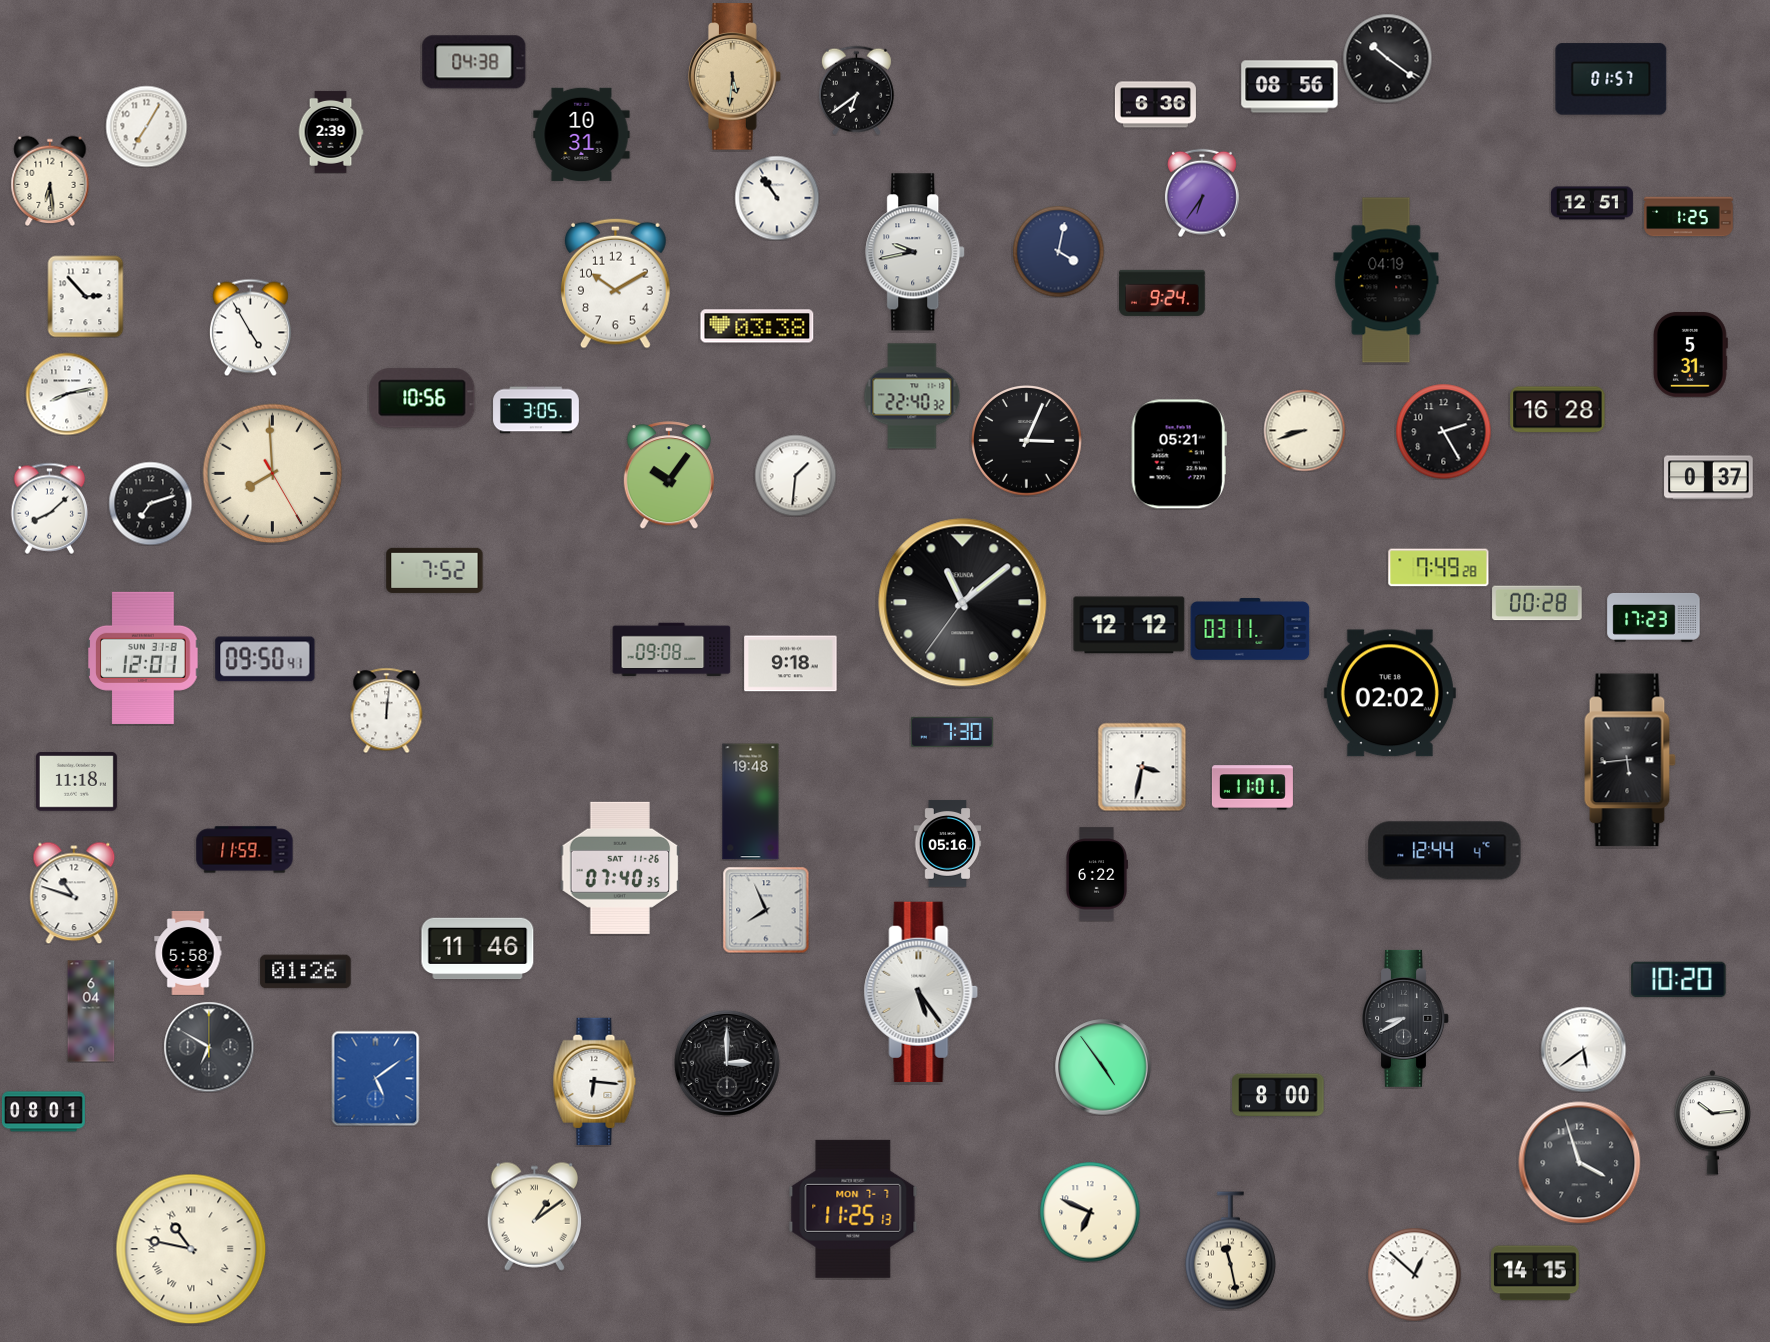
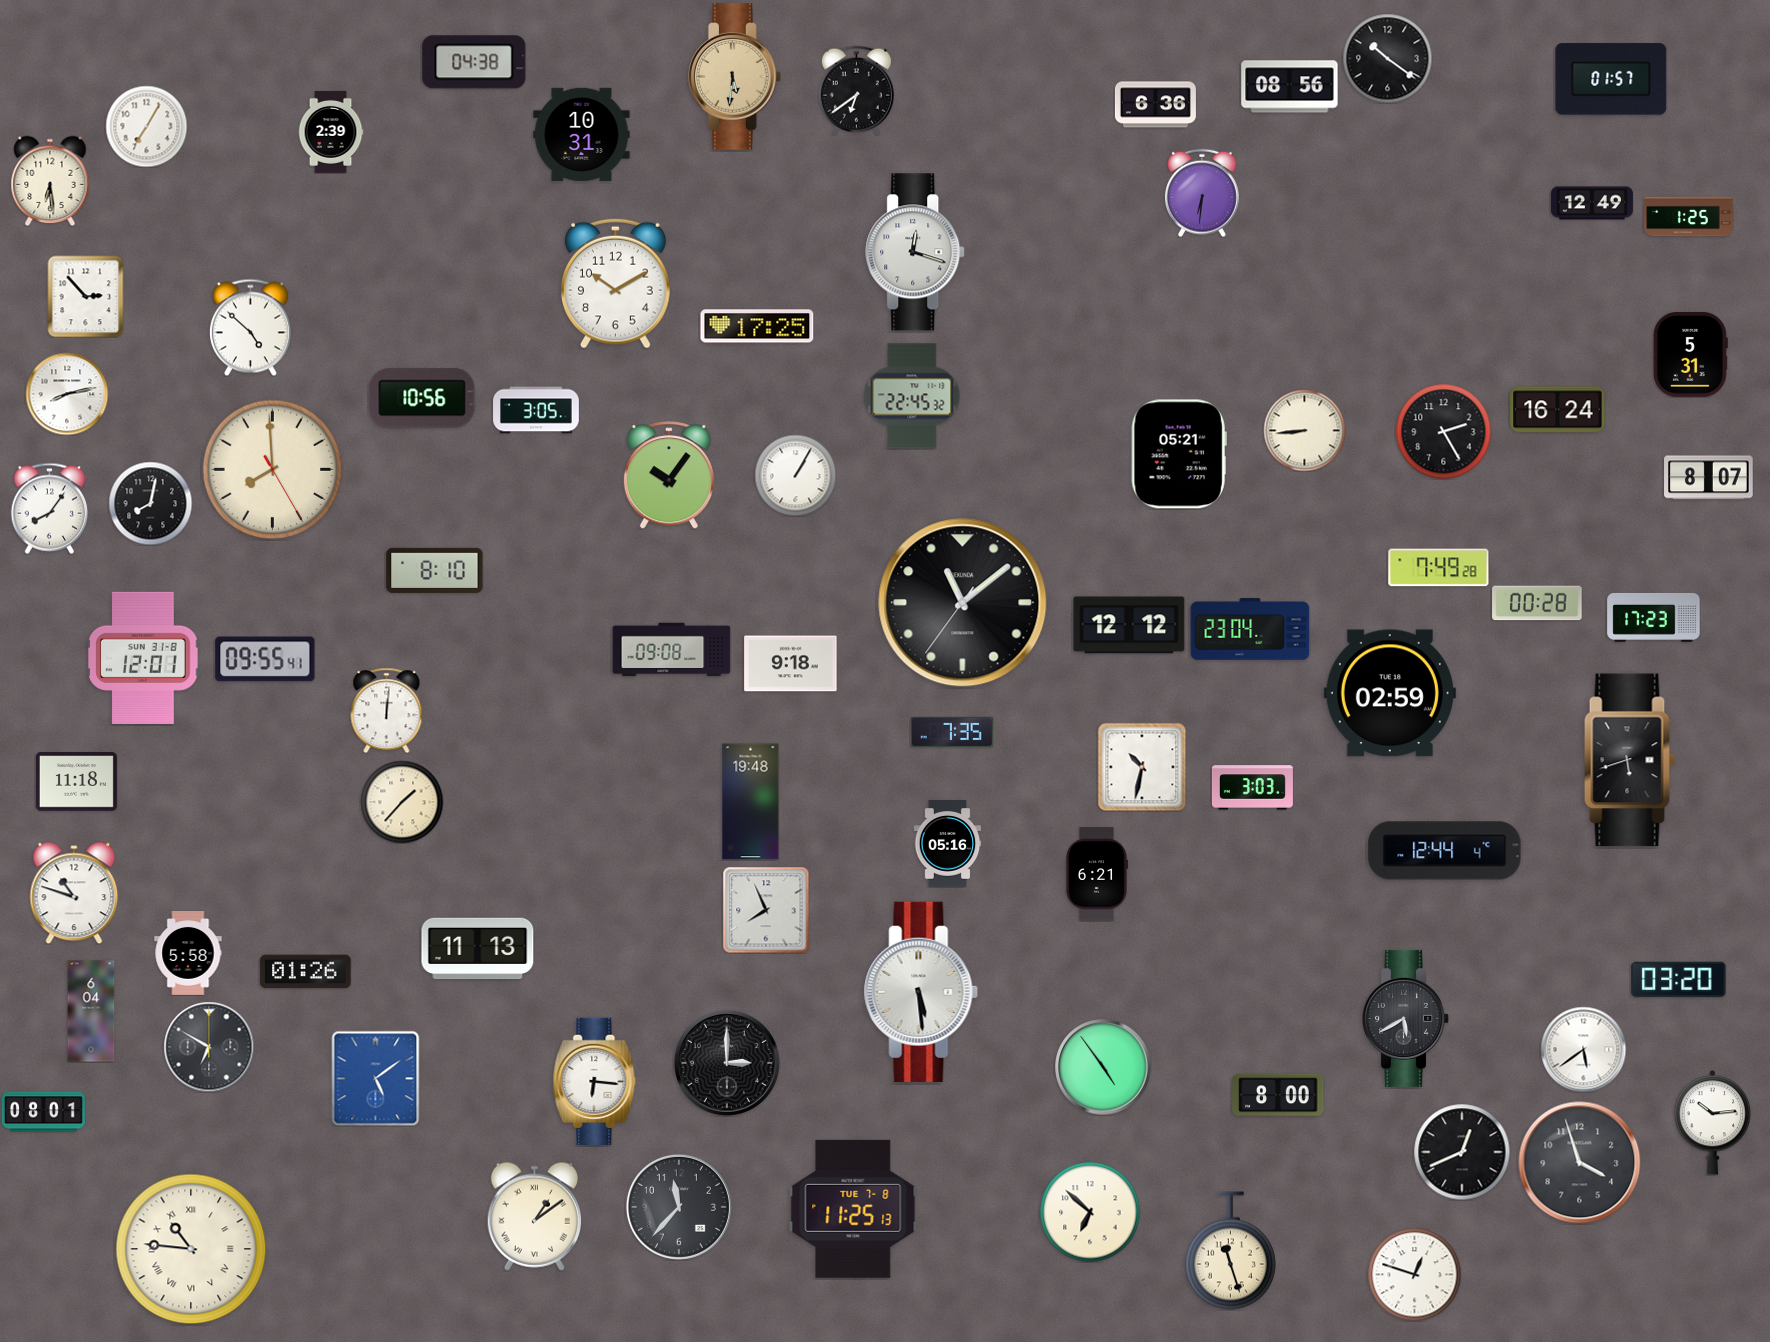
clock at (1202, 193): 6:36 -> 6:31
clock at (777, 198): 10:54 -> none
clock at (1592, 203): 12:51 -> 12:49
clock at (1058, 251): 4:02 -> none
clock at (916, 252): 9:43 -> 12:18
clock at (1386, 280): 04:19 -> none
clock at (1163, 293): 9:24 -> none
clock at (757, 326): 03:38 -> 17:25
clock at (250, 327): 4:55 -> 4:52
clock at (912, 396): 22:40 -> 22:45
clock at (1558, 410): 16:28 -> 16:24
clock at (1304, 430): 8:42 -> 8:44
clock at (1027, 441): 3:04 -> none
clock at (273, 474) position: (273, 474) -> (273, 470)
clock at (795, 475): 1:31 -> 1:05
clock at (1709, 478): 0:37 -> 8:07
clock at (150, 503): 7:12 -> 8:02
clock at (50, 508): 8:08 -> 8:06
clock at (435, 570): 7:52 -> 8:10
clock at (1250, 629): 03:11 -> 23:04
clock at (265, 659): 09:50 -> 09:55
clock at (1390, 693): 02:02 -> 02:59
clock at (952, 732): 7:30 -> 7:35
clock at (1630, 760): 5:44 -> 5:42
clock at (1142, 767): 3:32 -> 10:32
clock at (1252, 788): 11:01 -> 3:03
clock at (402, 802): none -> 1:37
clock at (245, 850): 11:59 -> none
clock at (620, 868): 07:40 -> none
clock at (1097, 874): 6:22 -> 6:21
clock at (478, 949): 11:46 -> 11:13
clock at (1679, 980): 10:20 -> 03:20
clock at (921, 992): 5:24 -> 5:29
clock at (1406, 1018): 8:40 -> 5:40
clock at (1462, 1152): none -> 12:41
clock at (679, 1207): none -> 11:37
clock at (853, 1209) date: MON 7-7 -> TUE 7-8
clock at (1090, 1212): 6:49 -> 6:52
clock at (191, 1249): 10:47 -> 10:46
clock at (1230, 1251): 11:28 -> 11:27
clock at (1535, 1273): 14:15 -> none
clock at (1414, 1274): 12:52 -> 12:48
